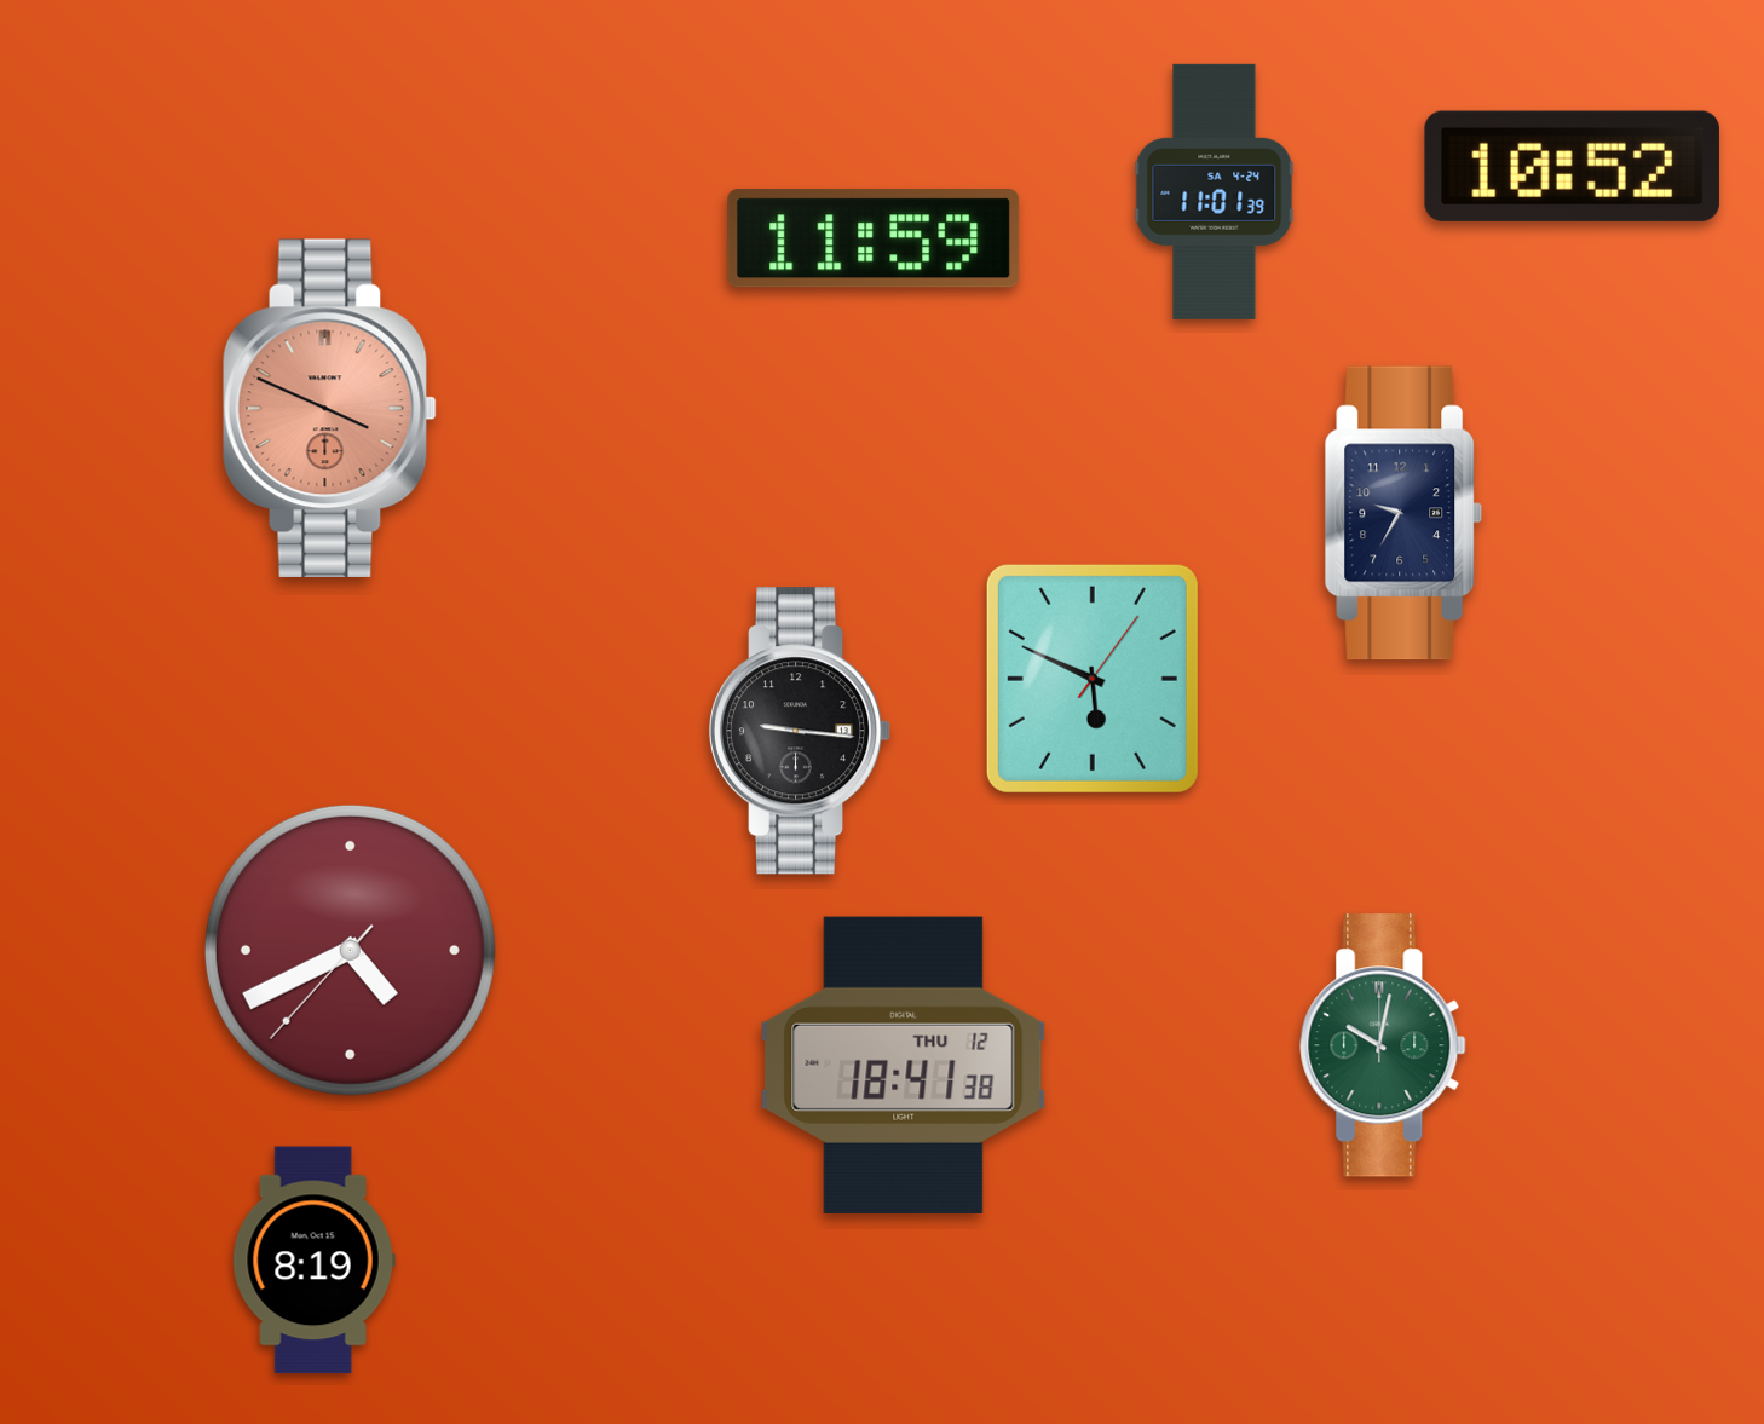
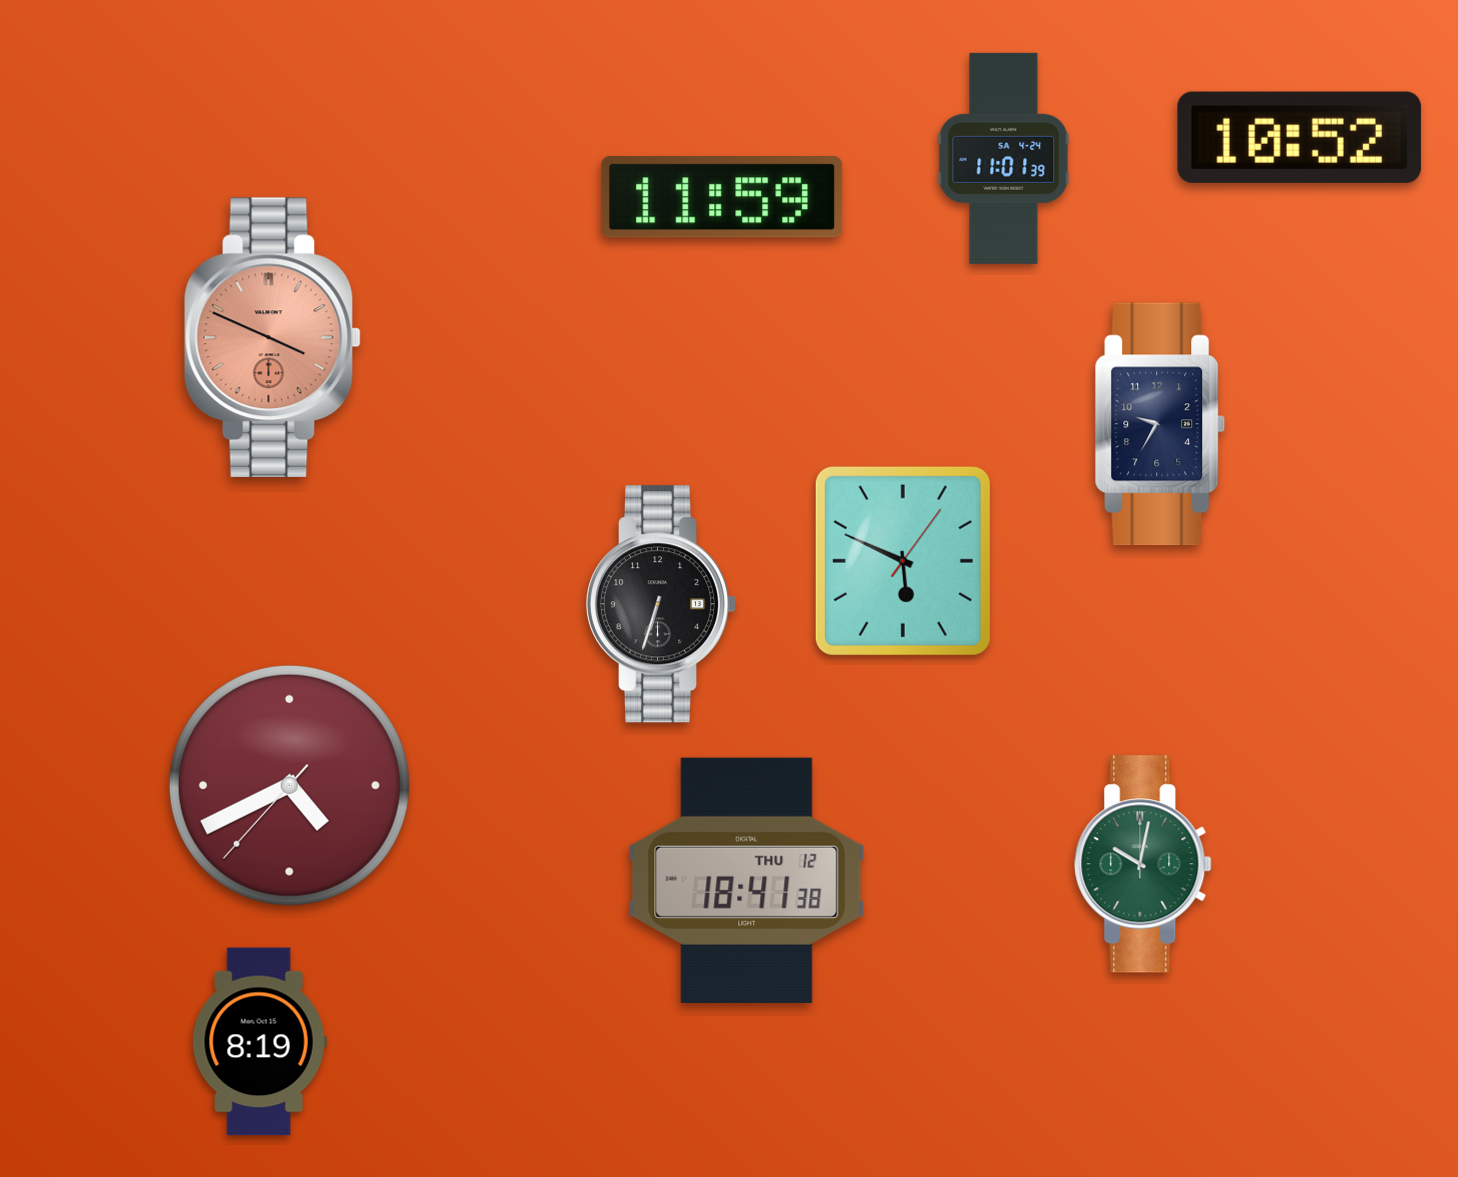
clock at (800, 731): 9:16 -> 6:33
